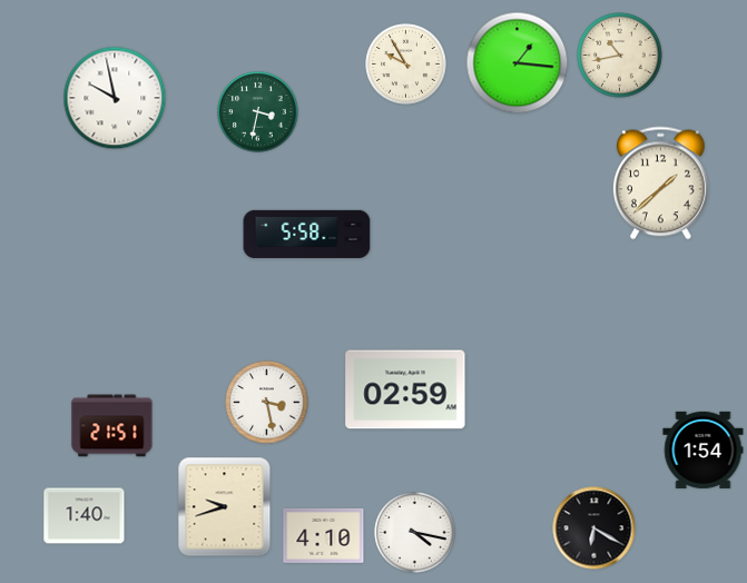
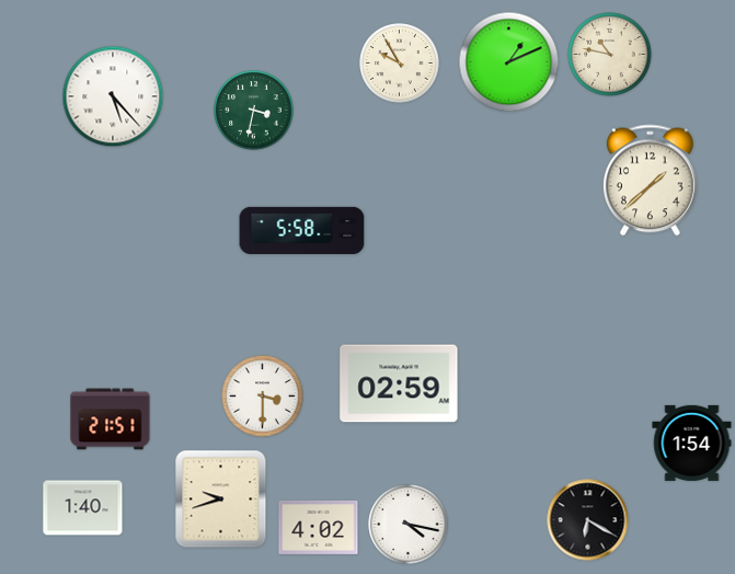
clock at (620, 56): 10:43 -> 10:47
clock at (518, 63): 1:16 -> 1:11
clock at (115, 98): 9:58 -> 5:23
clock at (267, 403): 3:28 -> 3:30
clock at (594, 528) position: (594, 528) -> (588, 520)
clock at (324, 535): 4:10 -> 4:02
